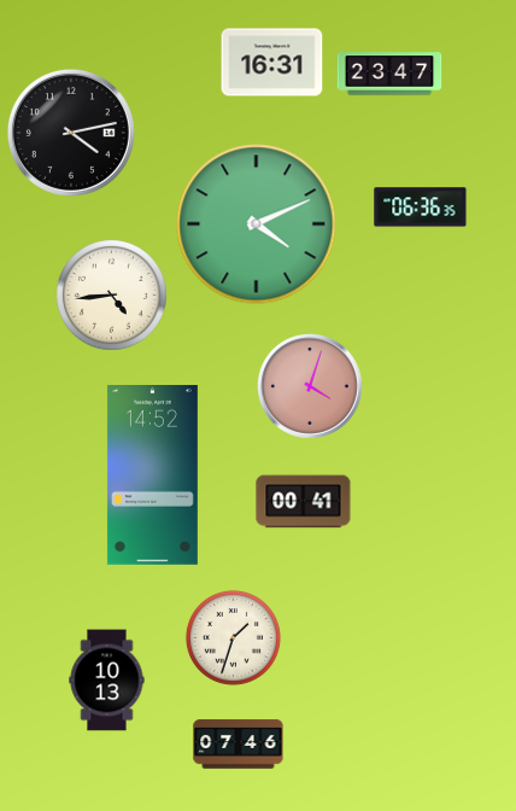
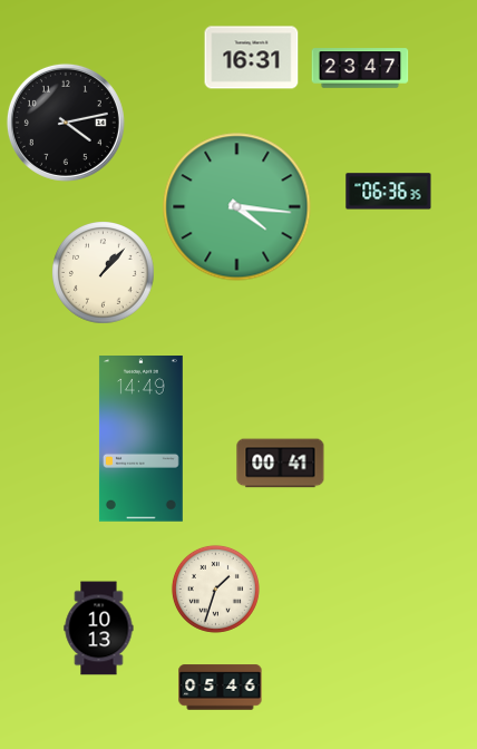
clock at (257, 224): 4:11 -> 4:16
clock at (112, 296): 4:44 -> 1:07
clock at (311, 387): 4:03 -> none
clock at (152, 475): 14:52 -> 14:49
clock at (239, 745): 07:46 -> 05:46
